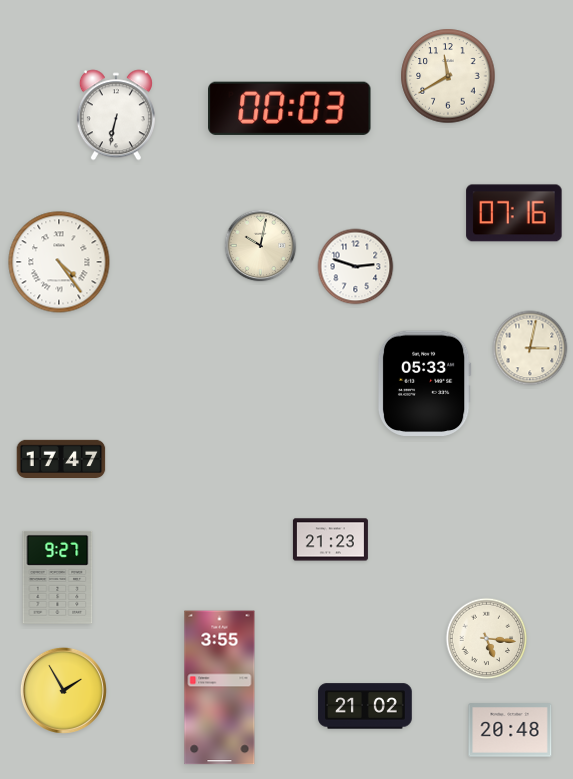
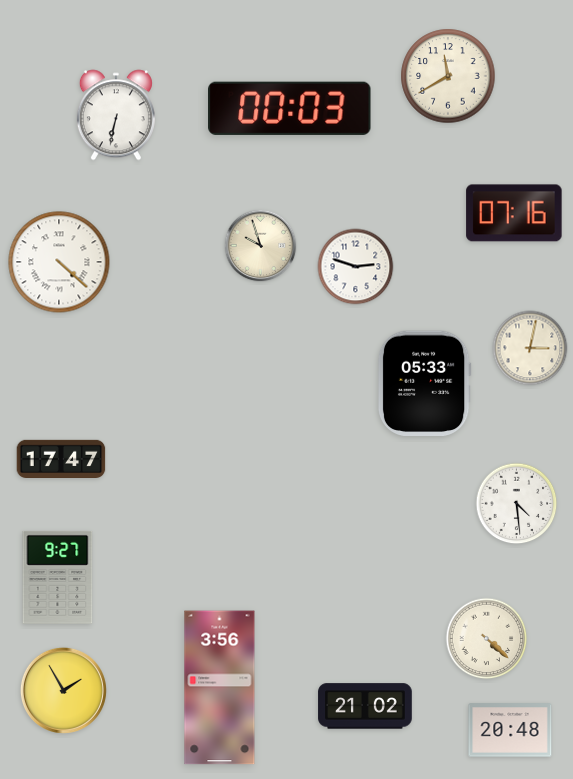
clock at (261, 246): 10:02 -> 9:57
clock at (59, 262): 4:24 -> 4:22
clock at (517, 504): none -> 4:29
clock at (330, 540): 21:23 -> none
clock at (487, 639): 5:16 -> 4:22
clock at (220, 688): 3:55 -> 3:56
